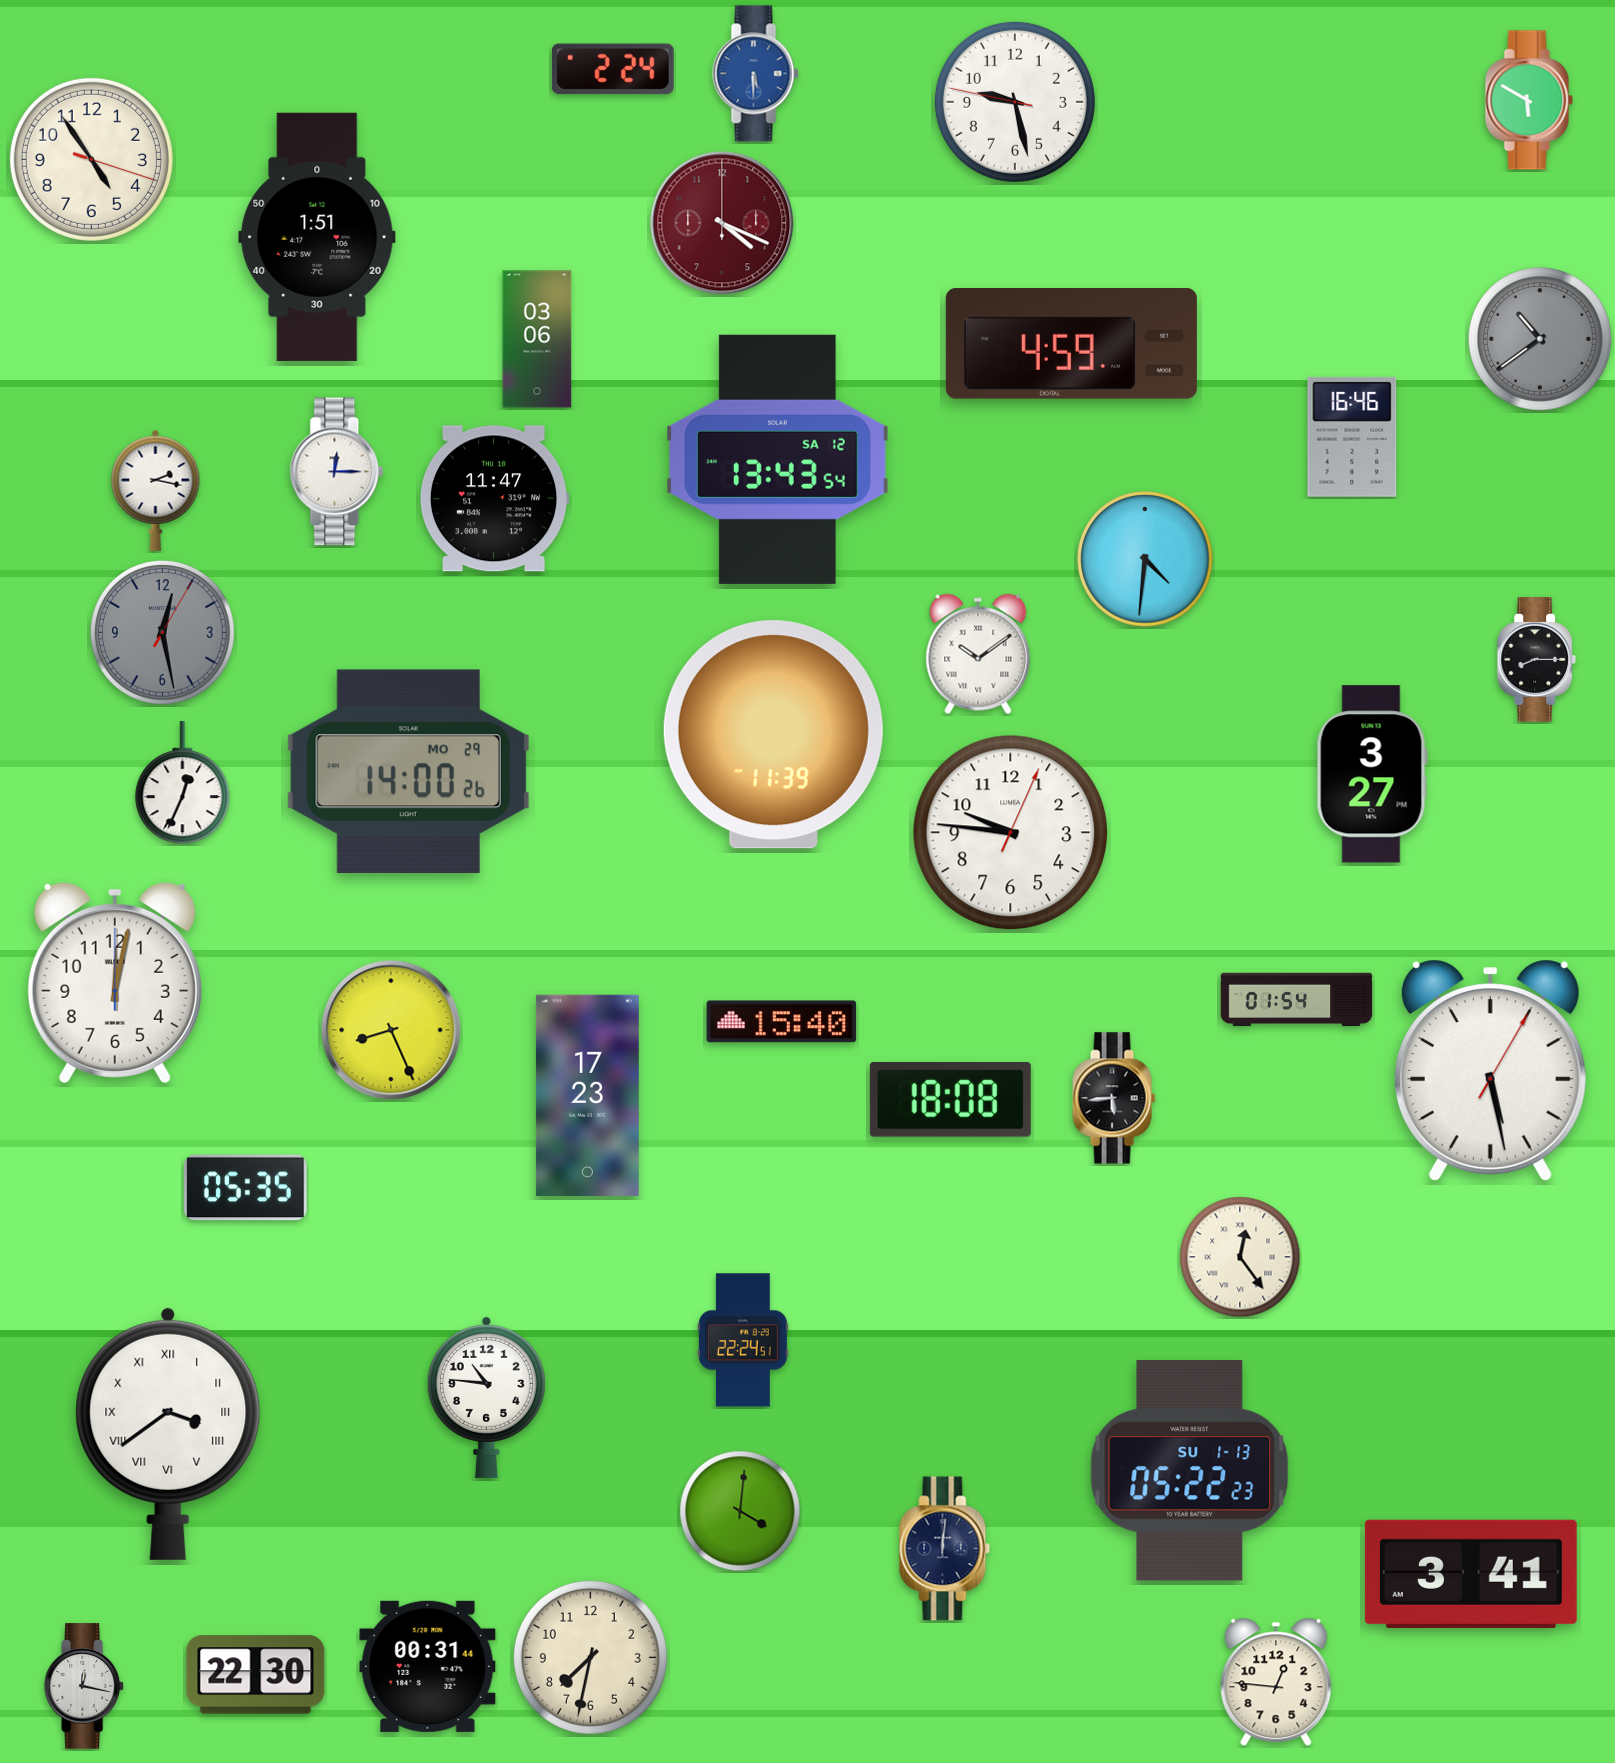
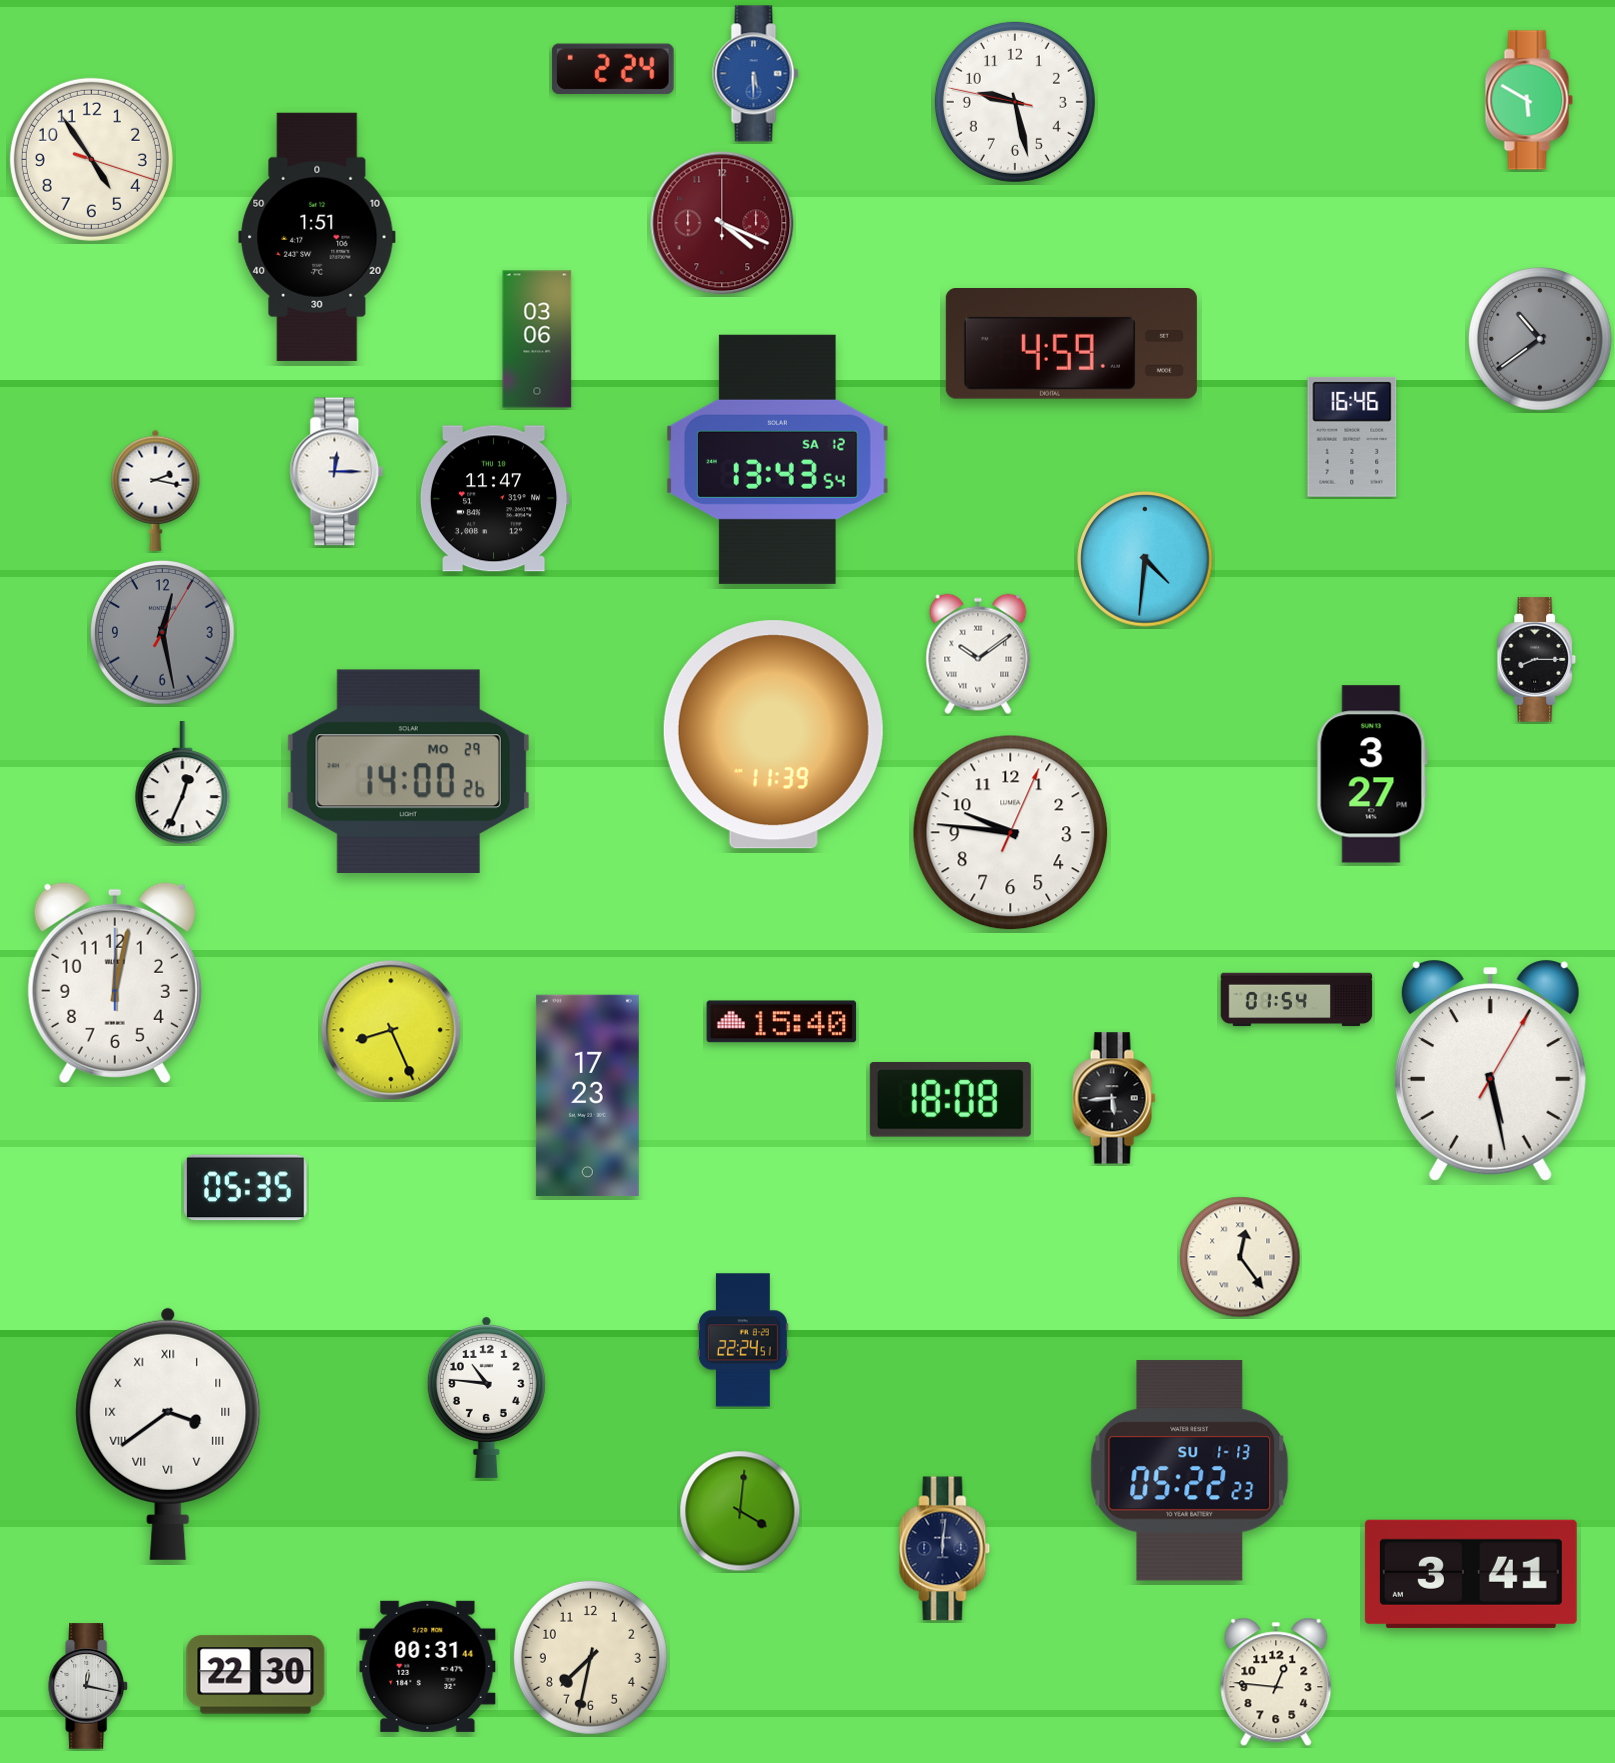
clock at (84, 1686) position: (84, 1686) -> (88, 1686)
